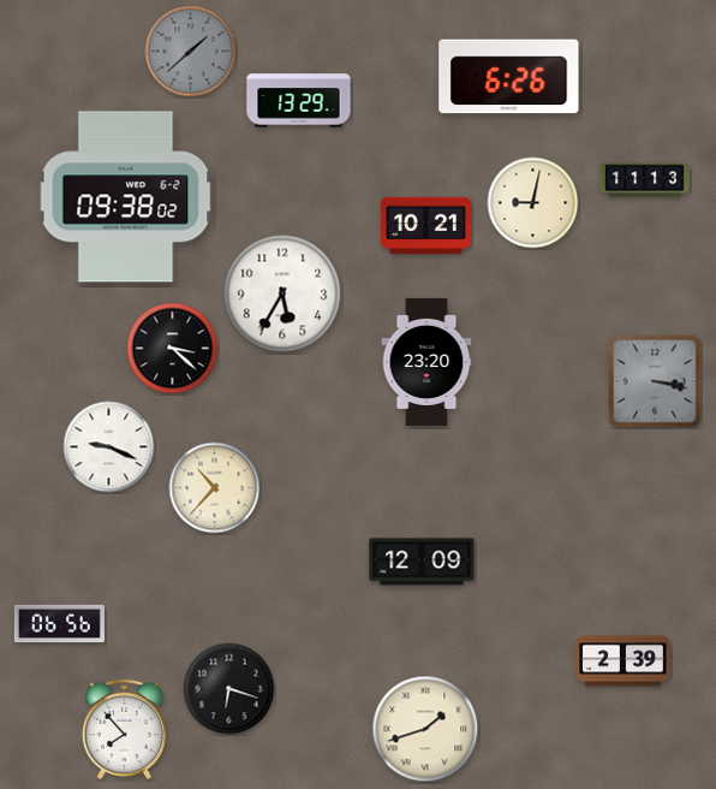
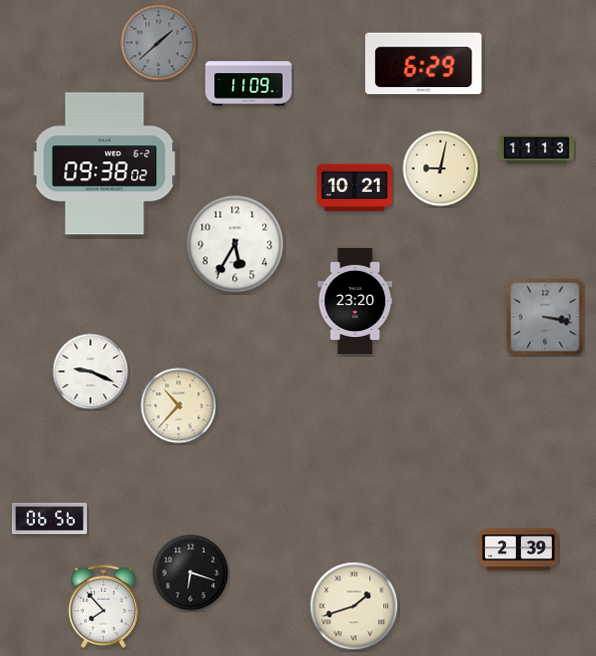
clock at (509, 77): 6:26 -> 6:29
clock at (299, 101): 13:29 -> 11:09
clock at (533, 203) position: (533, 203) -> (441, 169)
clock at (173, 349): 3:22 -> none
clock at (422, 562): 12:09 -> none
